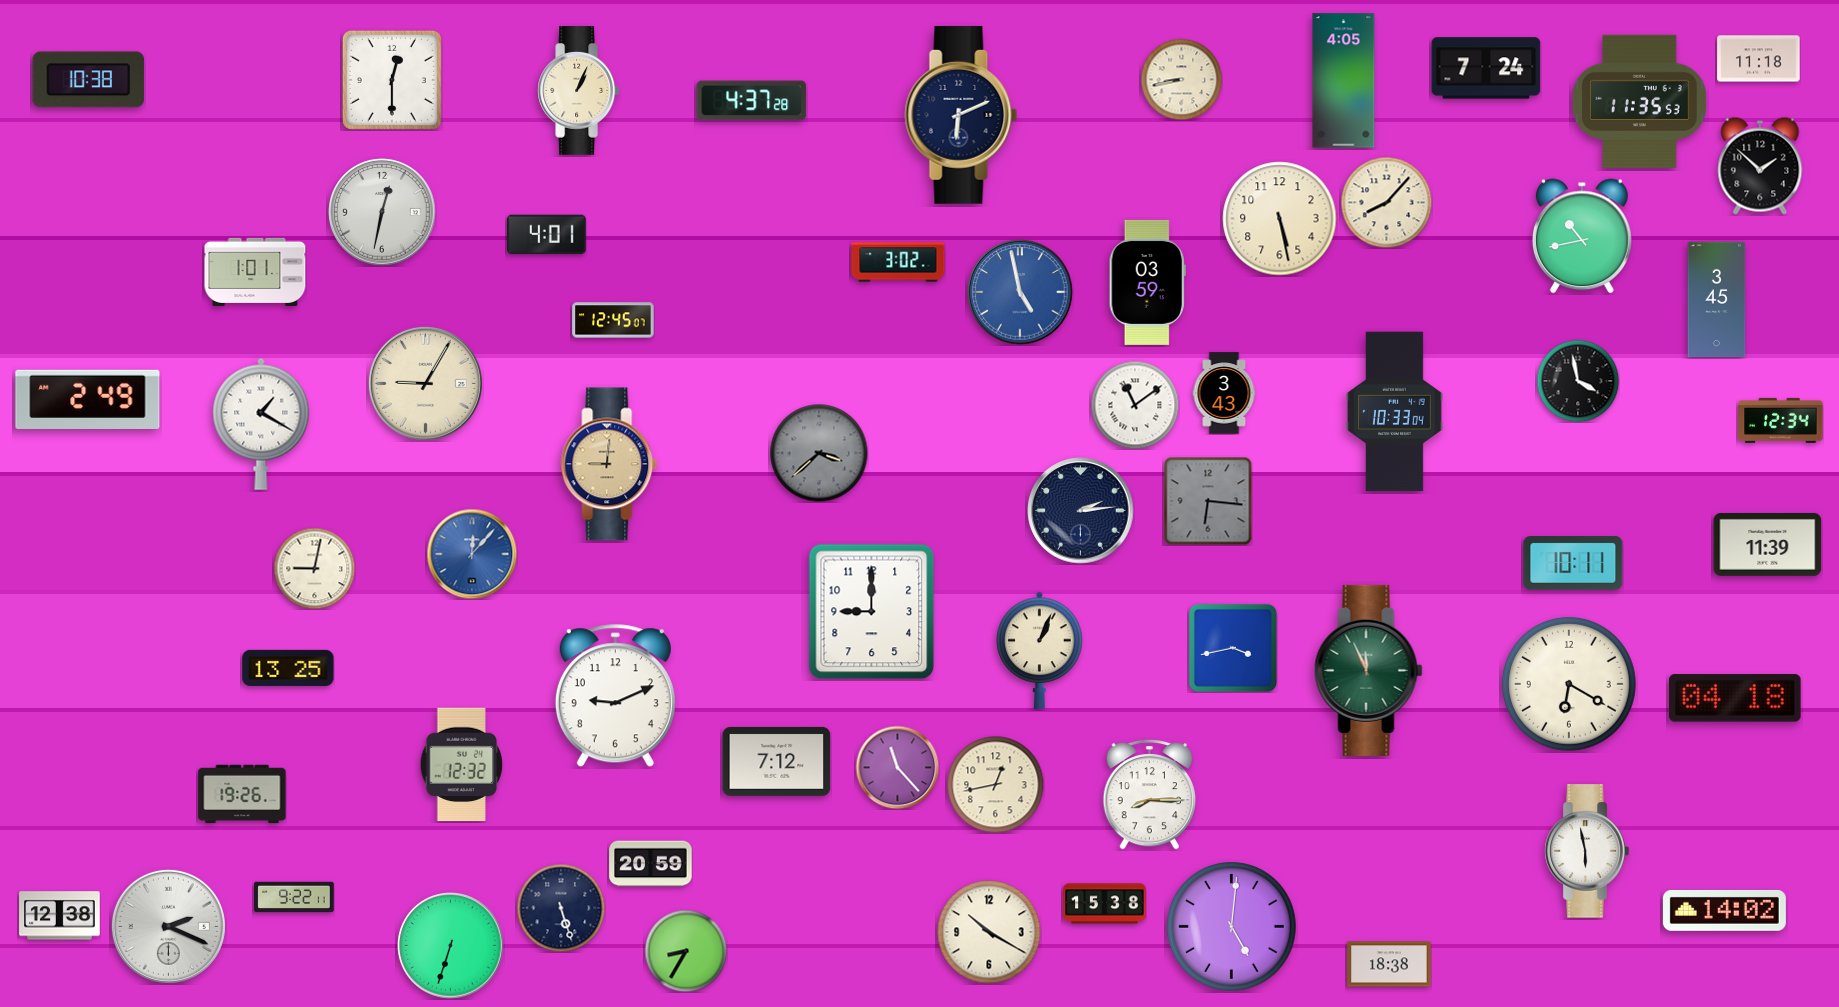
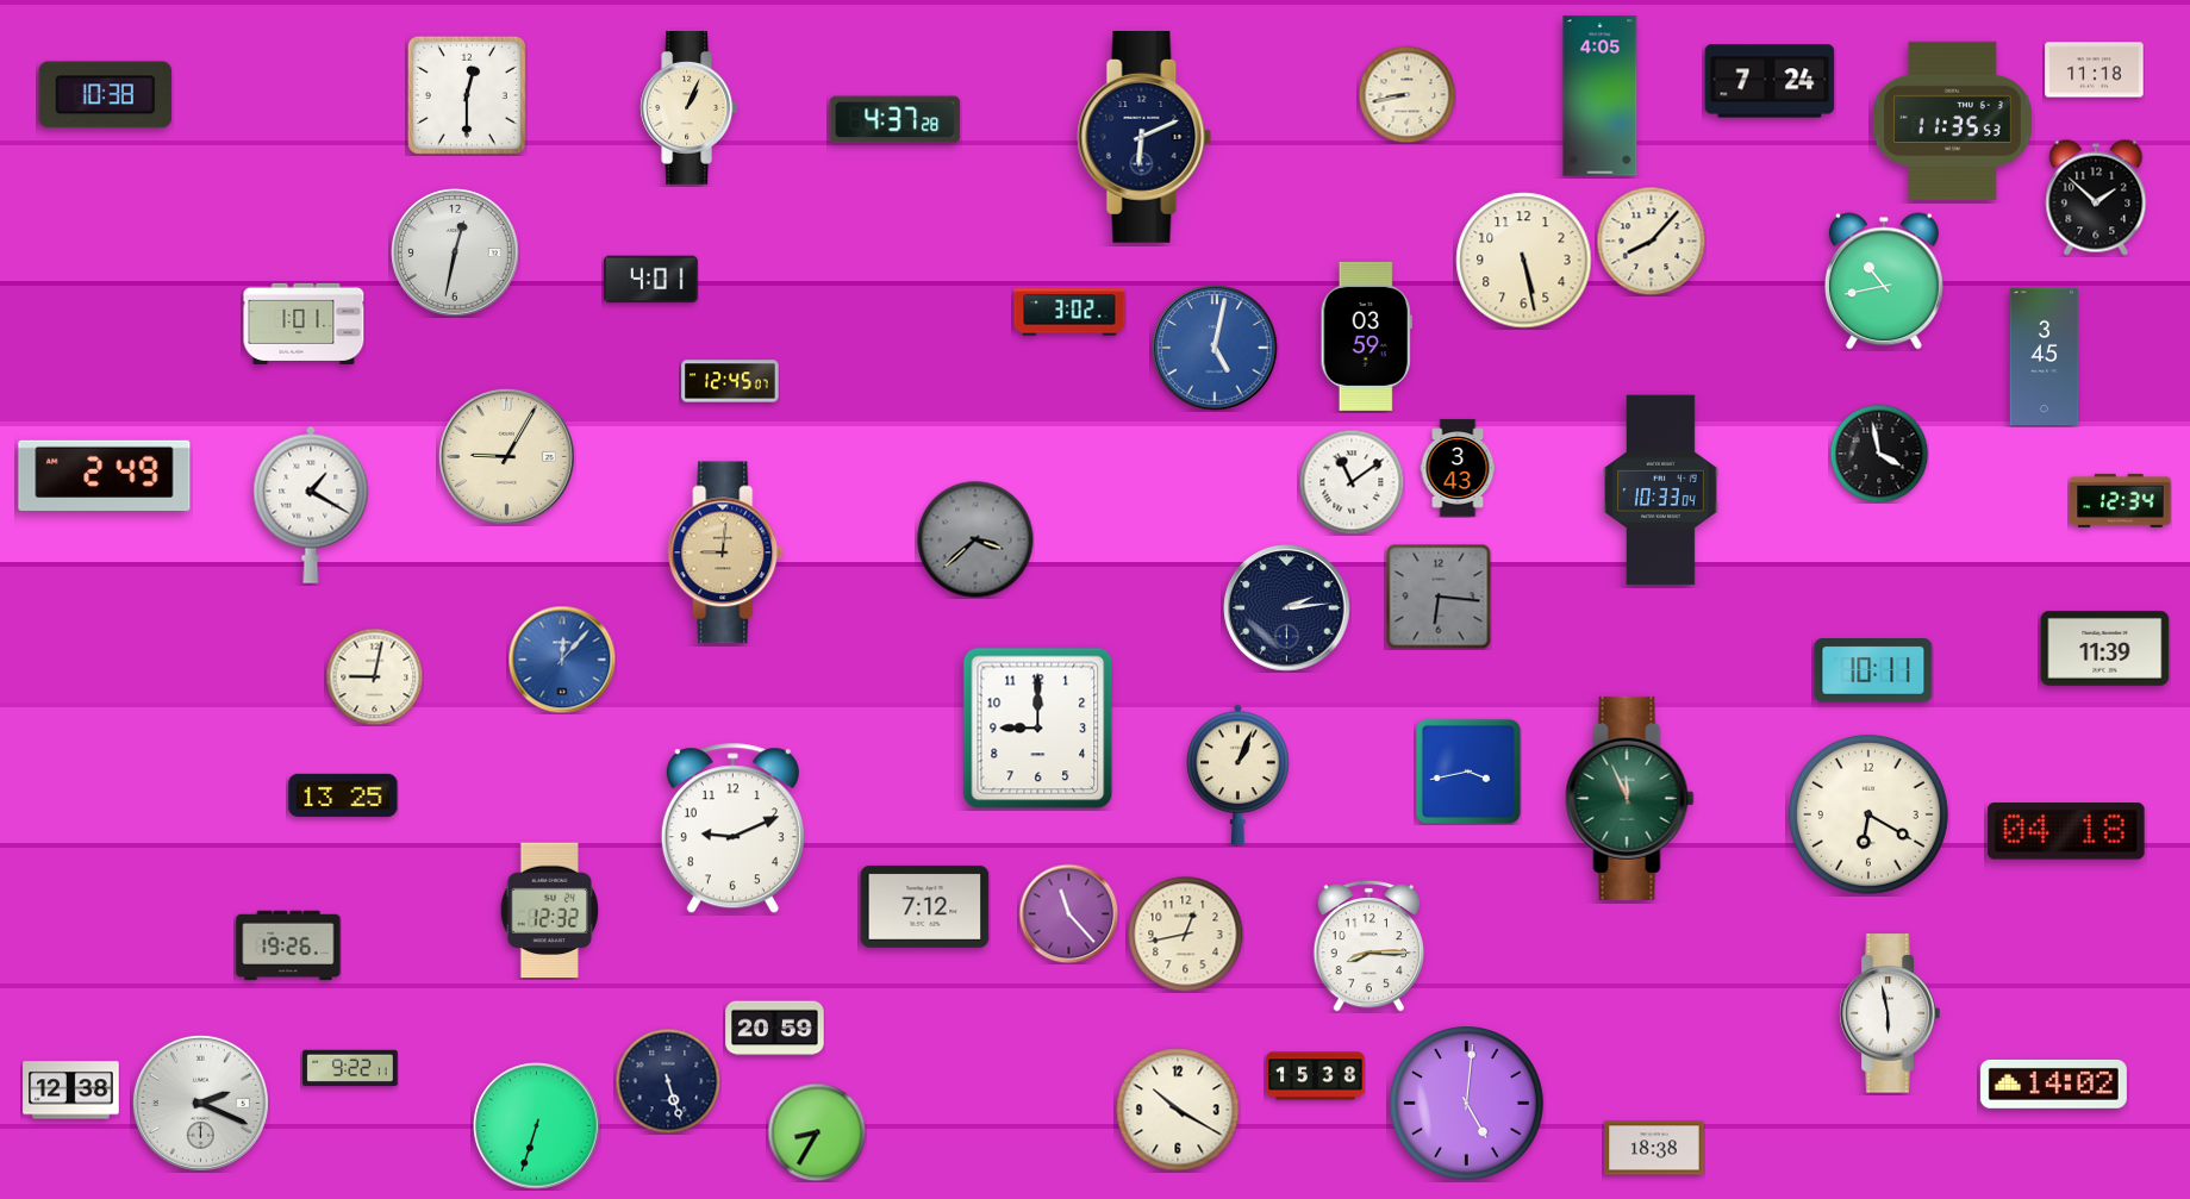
clock at (1020, 292): 4:58 -> 5:02
